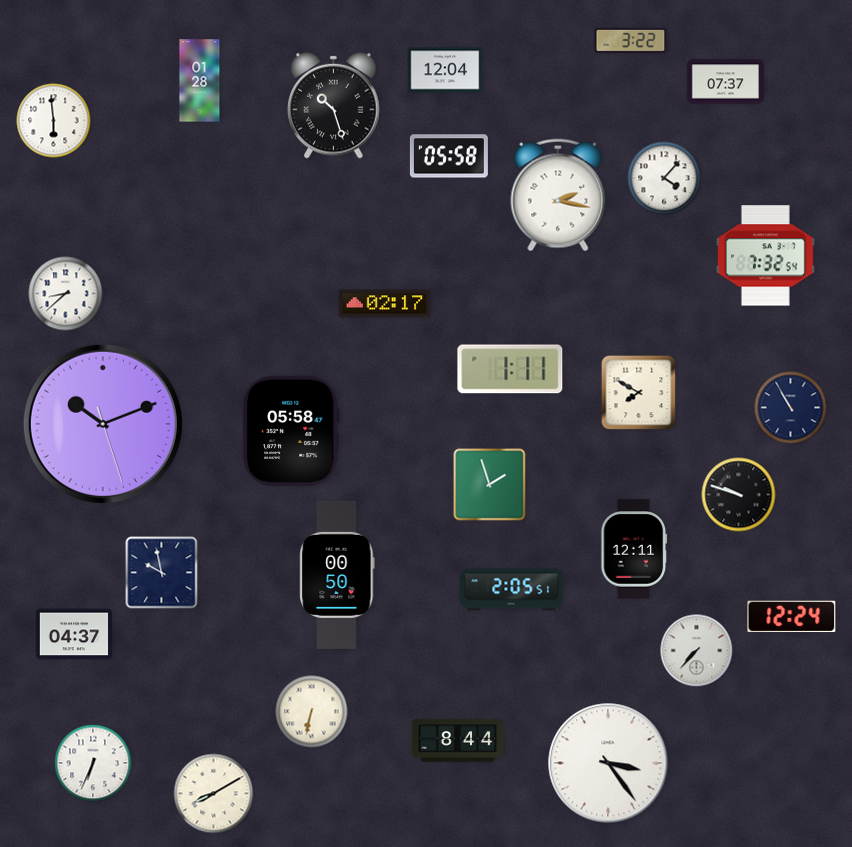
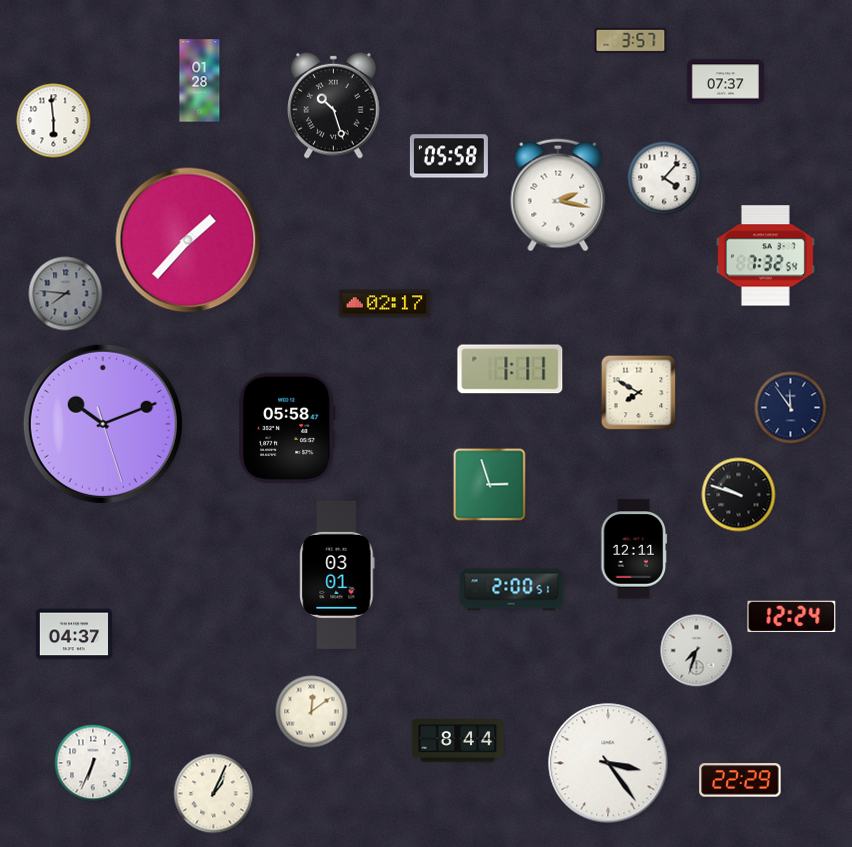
clock at (631, 40): 3:22 -> 3:57
clock at (445, 70): 12:04 -> none
clock at (188, 240): none -> 1:37
clock at (66, 294): 8:38 -> 7:46
clock at (66, 294) dial: white -> grey
clock at (791, 408): 10:55 -> 11:54
clock at (291, 430) position: (291, 430) -> (287, 427)
clock at (490, 485): 1:57 -> 2:57
clock at (162, 573): 9:58 -> none
clock at (337, 575): 00:50 -> 03:01
clock at (512, 590): 2:05 -> 2:00
clock at (697, 651): 7:37 -> 7:33
clock at (312, 712): 6:32 -> 12:09
clock at (740, 780): none -> 22:29
clock at (214, 794): 8:10 -> 1:04
